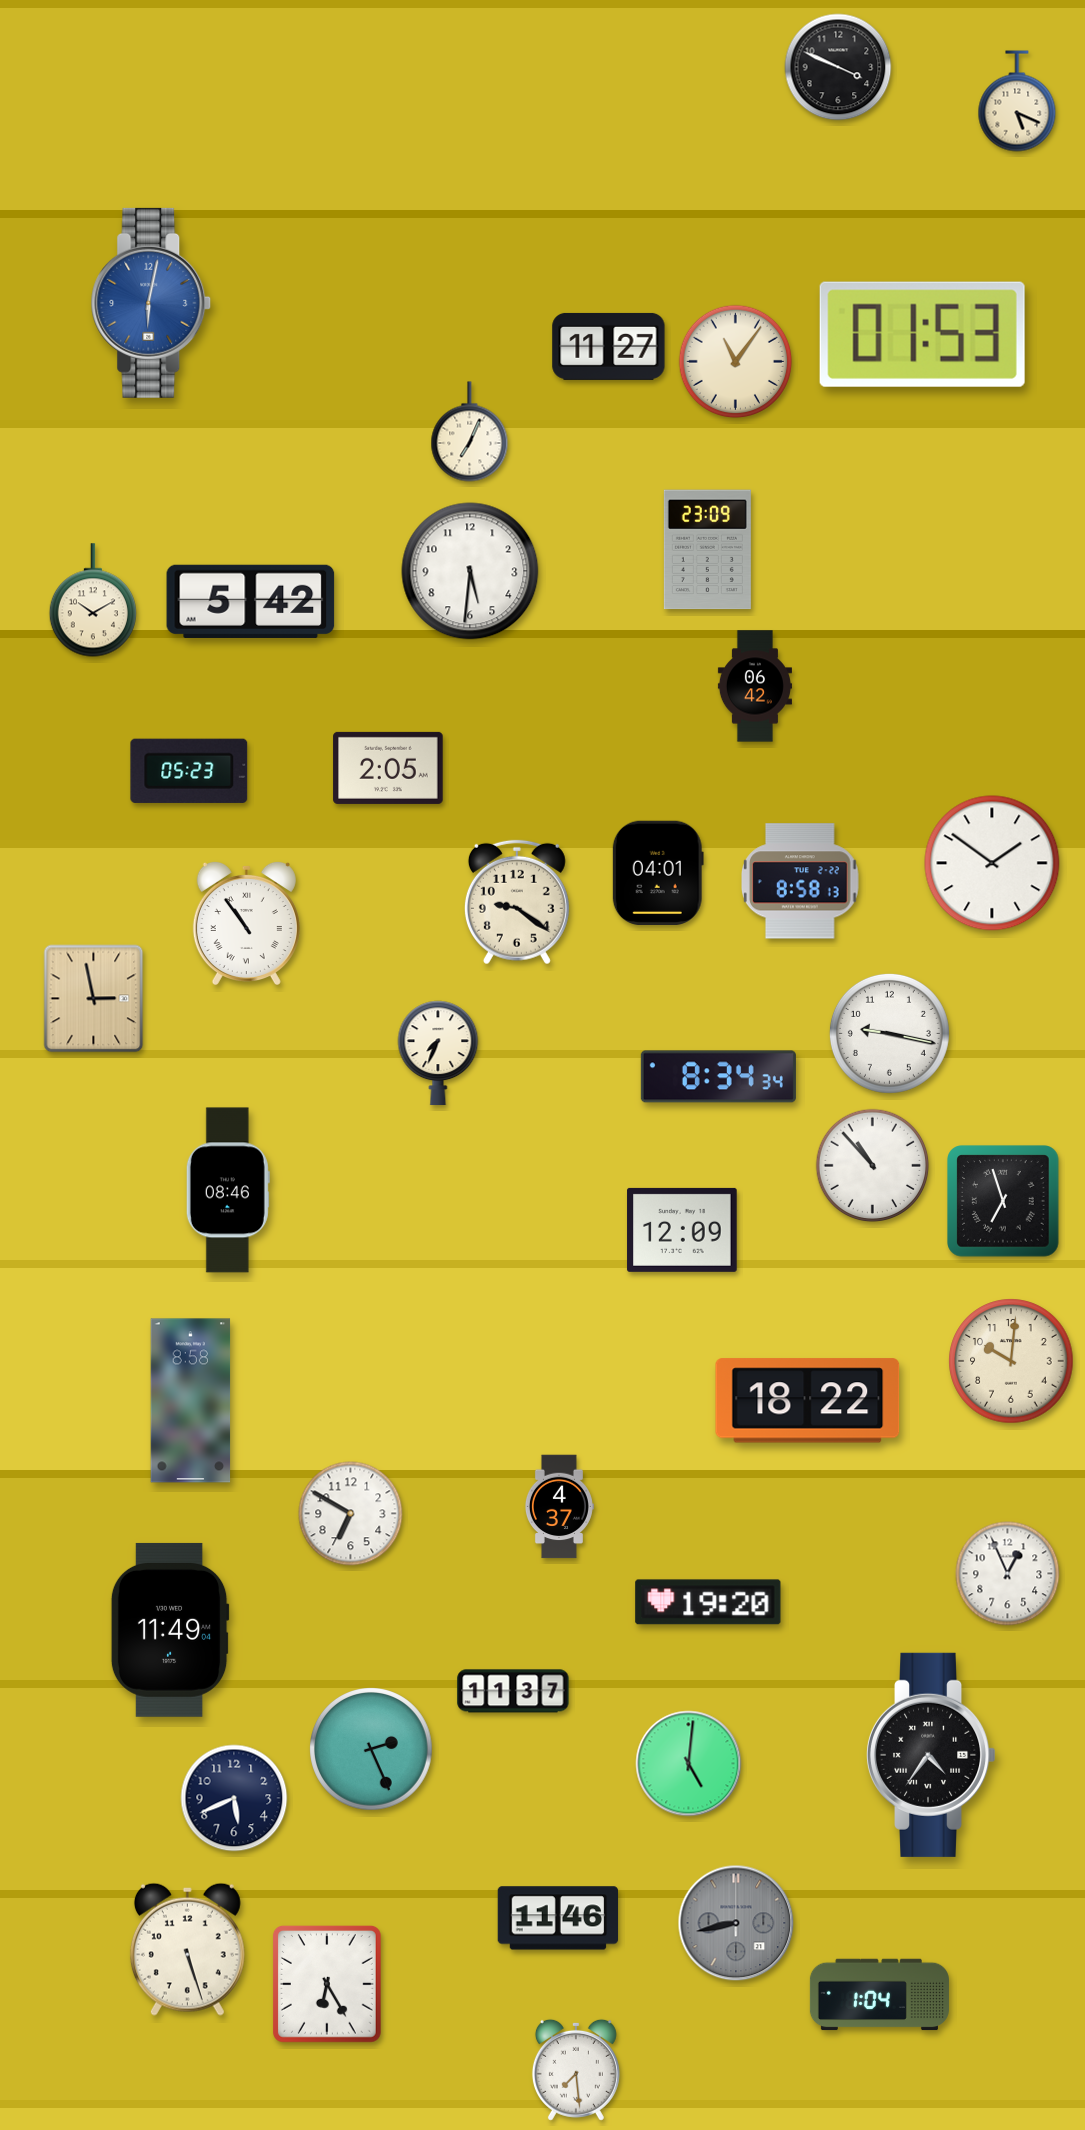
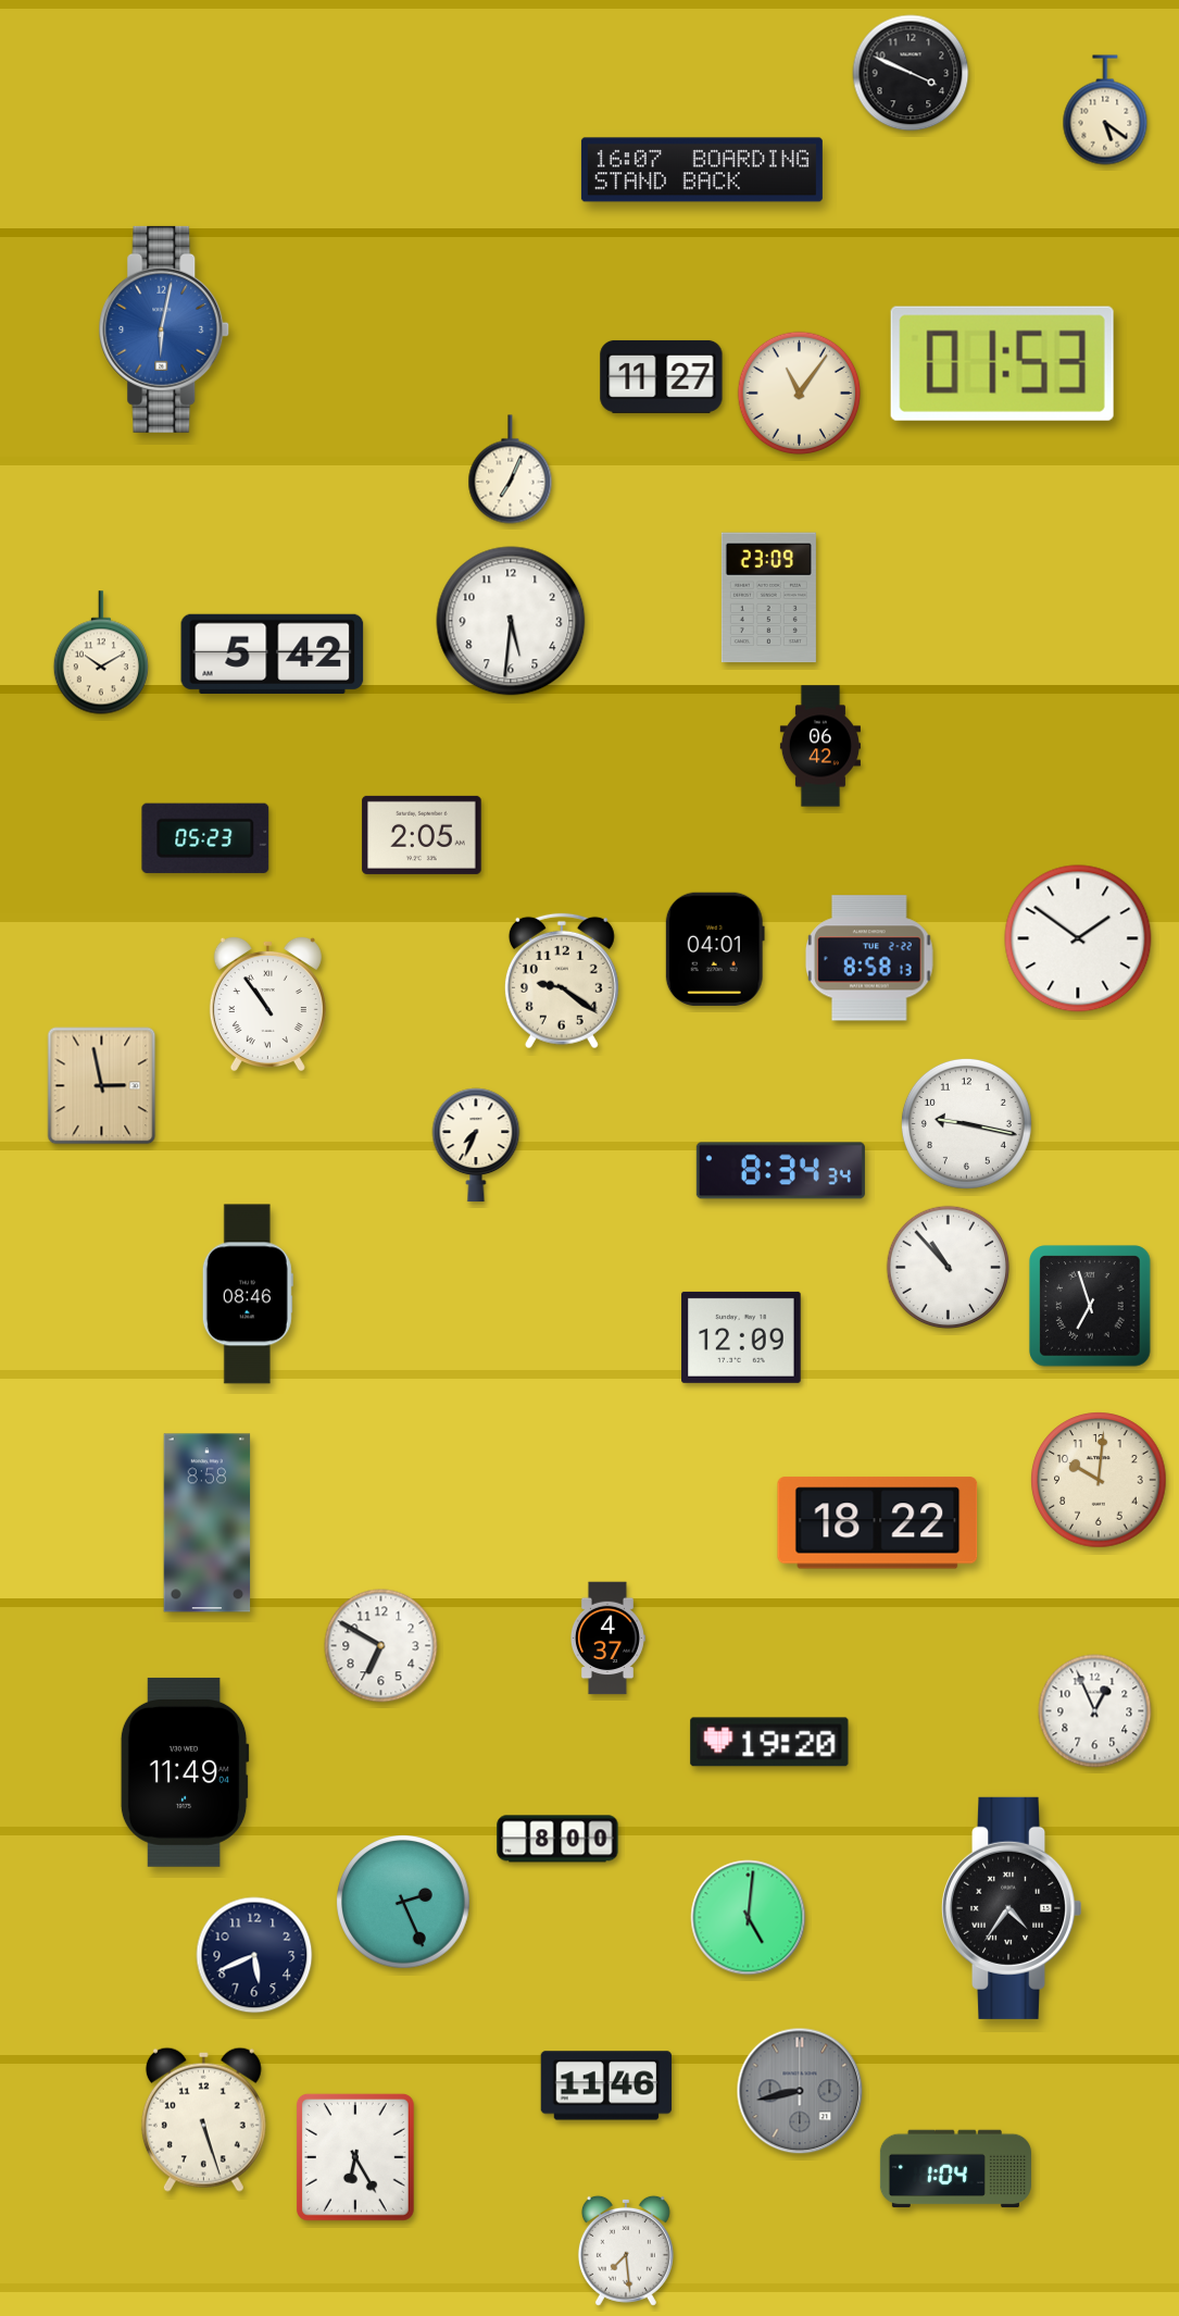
clock at (1017, 101): 5:19 -> 5:21
clock at (702, 170): none -> 16:07
clock at (513, 1691): 11:37 -> 8:00
